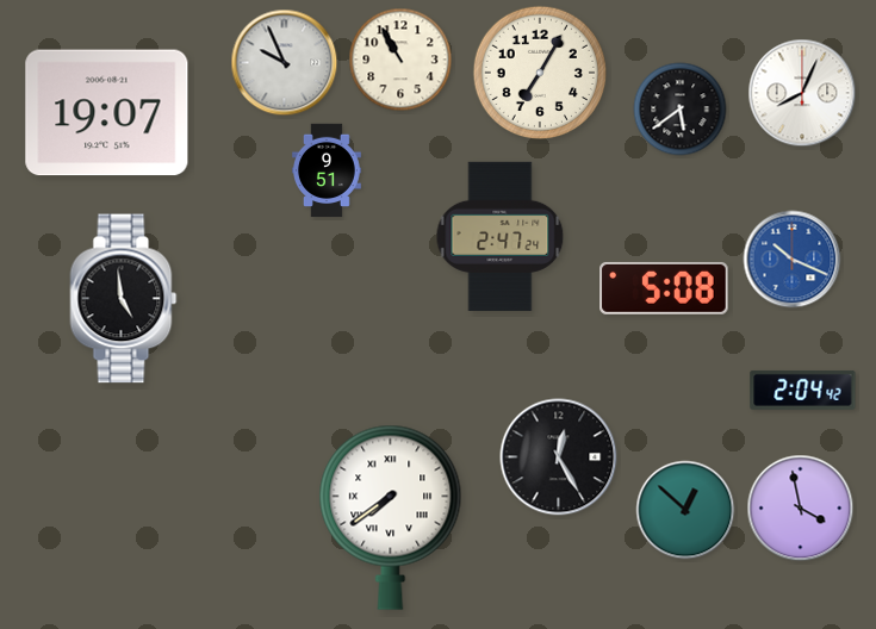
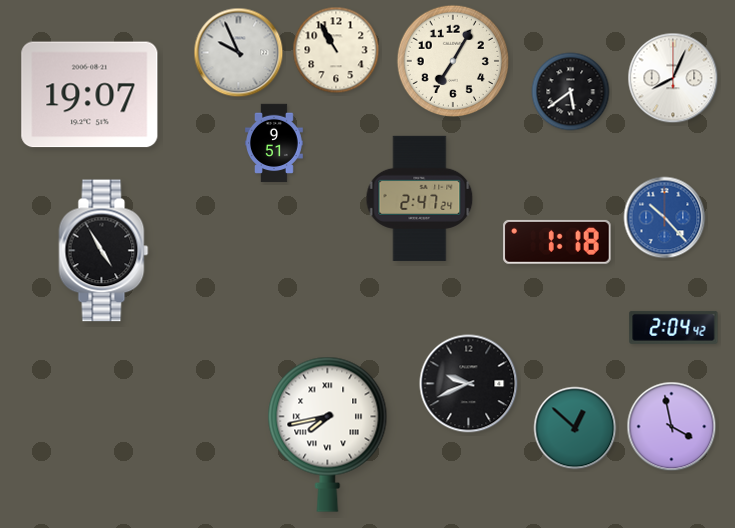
clock at (793, 260): 10:19 -> 10:23
clock at (664, 288): 5:08 -> 1:18
clock at (124, 299): 4:59 -> 4:55
clock at (559, 457): 12:25 -> 9:41
clock at (391, 517): 7:39 -> 7:43
